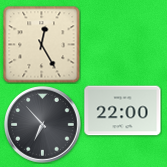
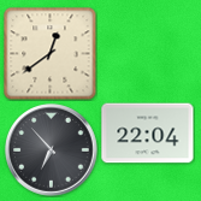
clock at (41, 44): 12:25 -> 12:39
clock at (123, 111): 22:00 -> 22:04
